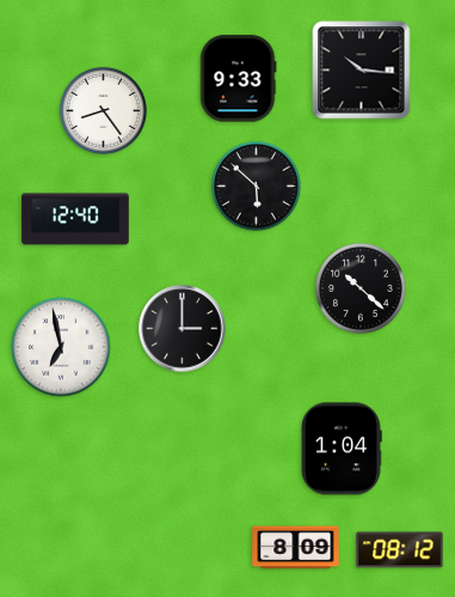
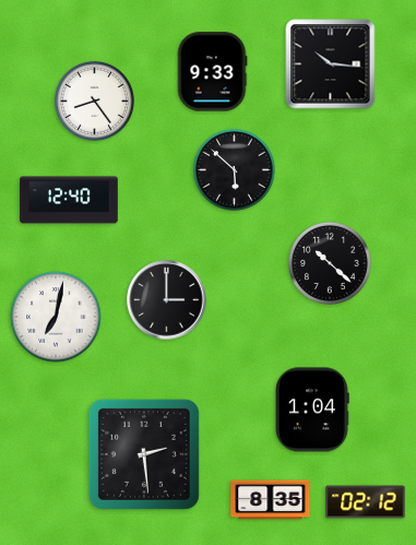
clock at (238, 79) position: (238, 79) -> (212, 72)
clock at (61, 347): 6:58 -> 7:02
clock at (144, 454): none -> 2:29
clock at (296, 548): 8:09 -> 8:35
clock at (400, 550): 08:12 -> 02:12
